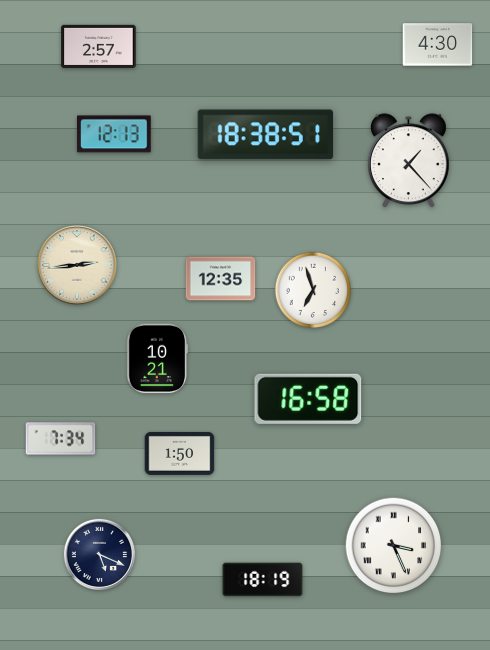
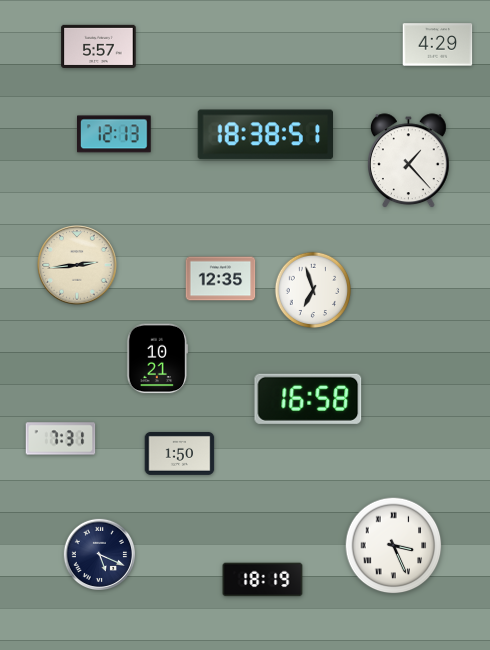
clock at (438, 45): 4:30 -> 4:29
clock at (99, 46): 2:57 -> 5:57
clock at (61, 439): 7:34 -> 7:31
